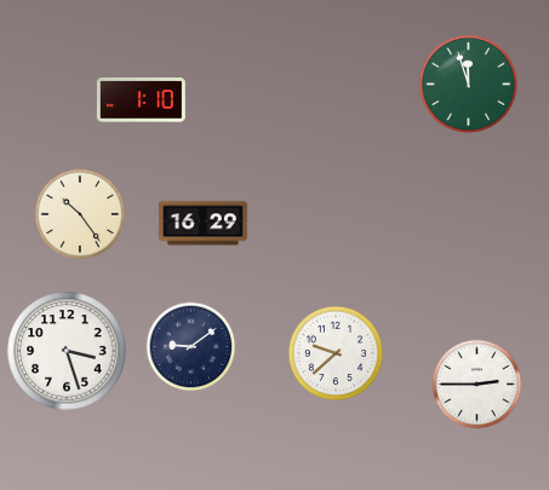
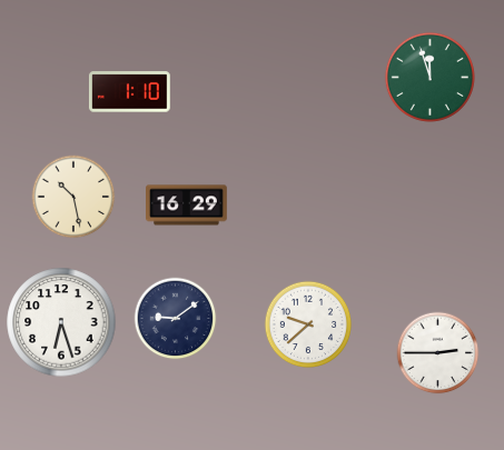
clock at (80, 214): 10:24 -> 10:28
clock at (67, 351): 3:27 -> 6:27
